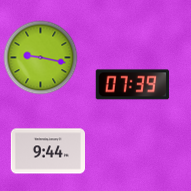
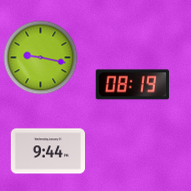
clock at (132, 85): 07:39 -> 08:19
